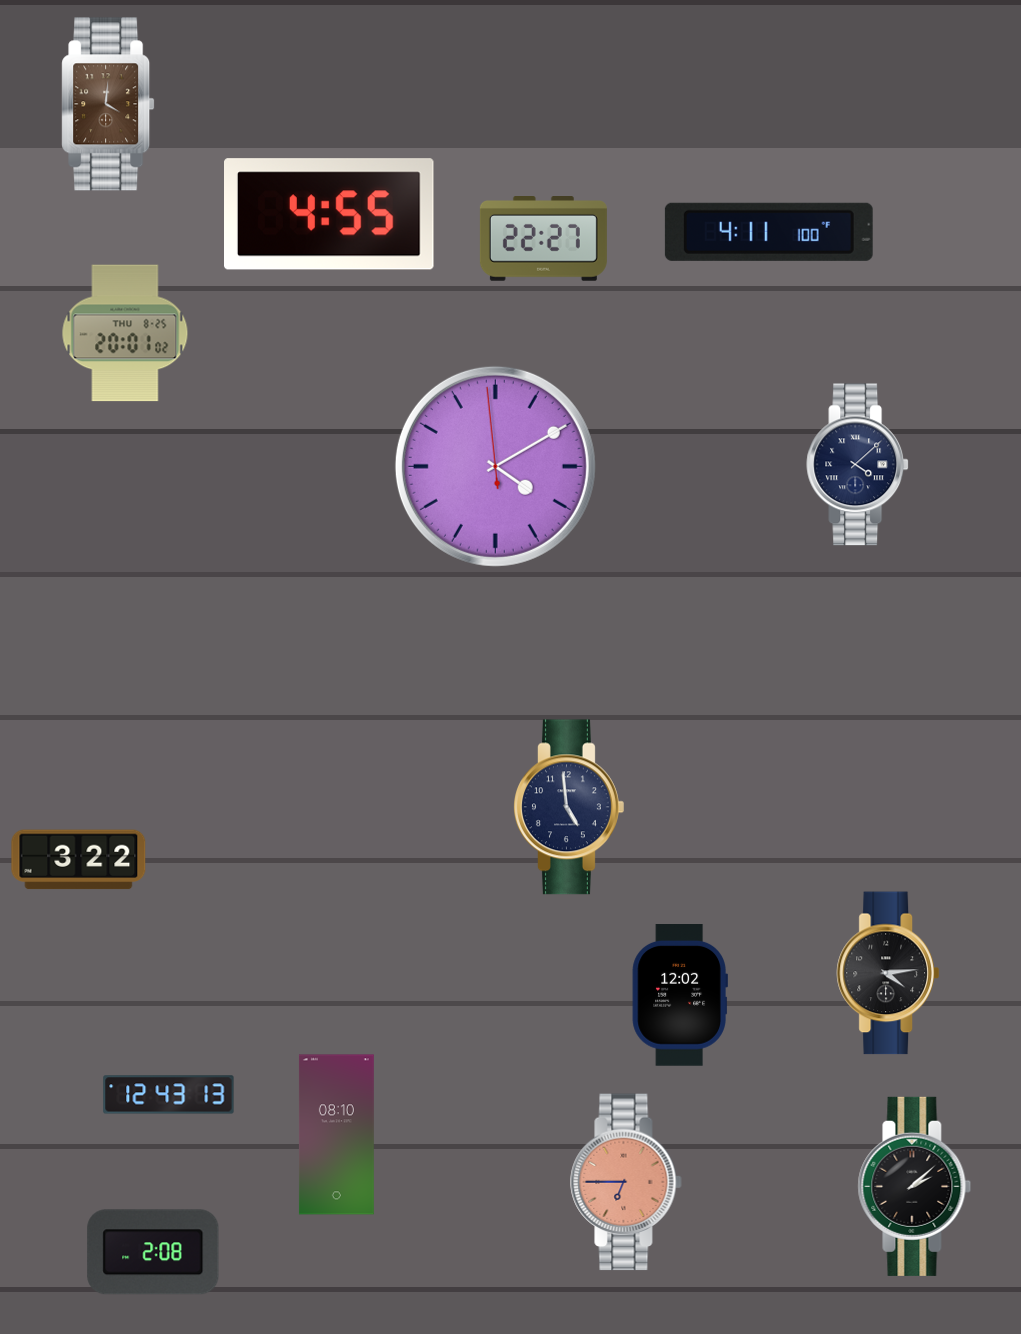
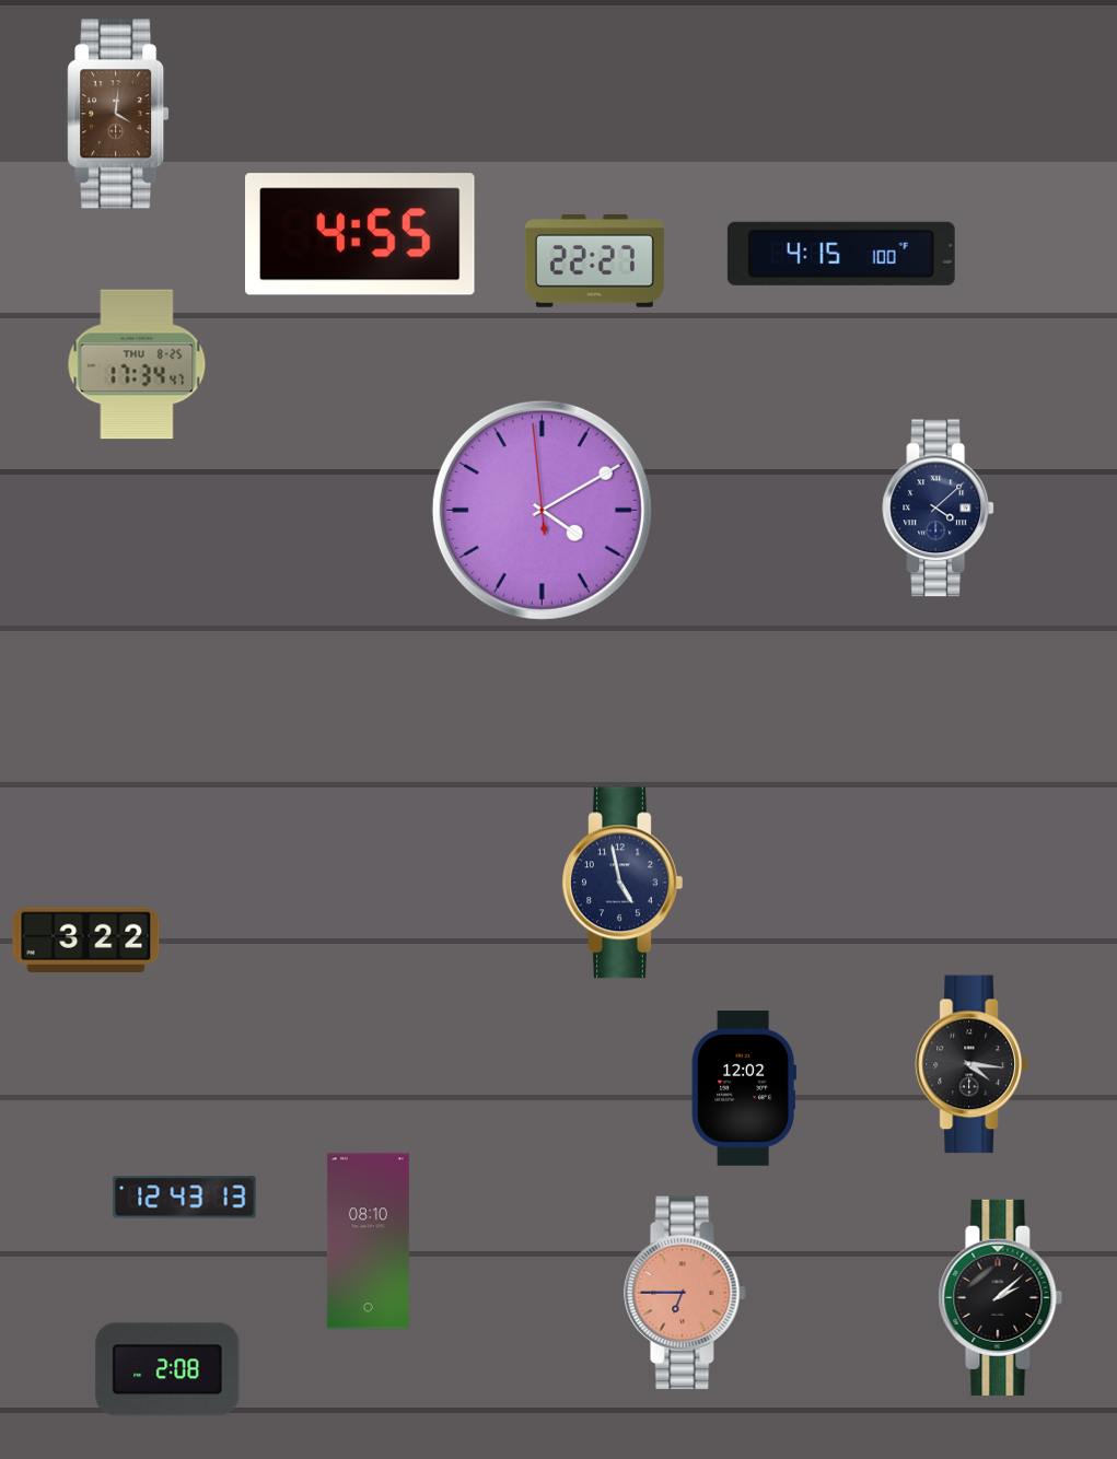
clock at (769, 232): 4:11 -> 4:15
clock at (125, 333): 20:01 -> 17:34
clock at (569, 807): 4:59 -> 4:58
clock at (888, 973): 4:14 -> 4:16
